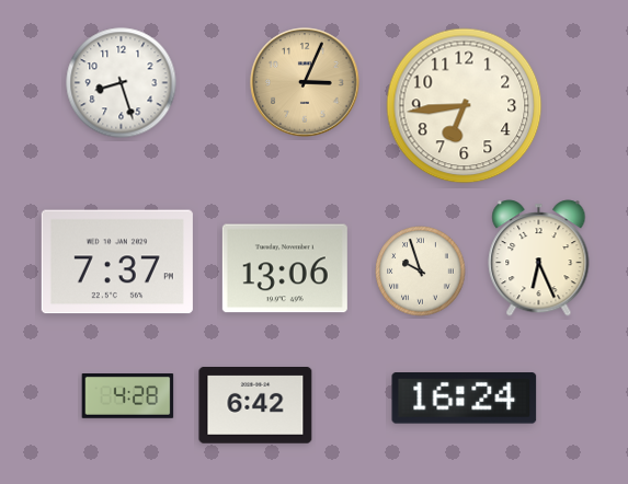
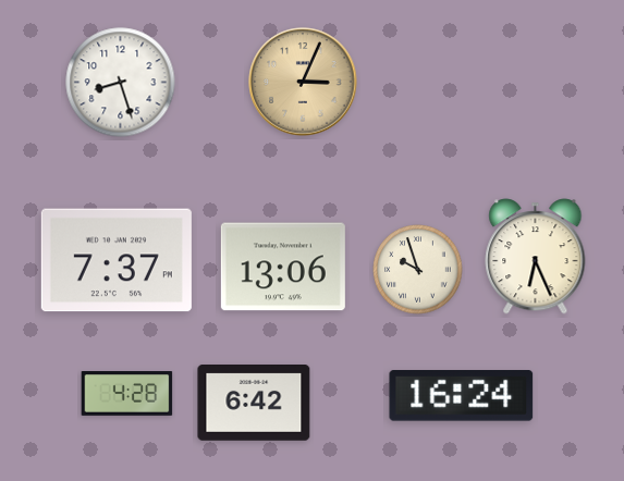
clock at (465, 106): 6:44 -> none
